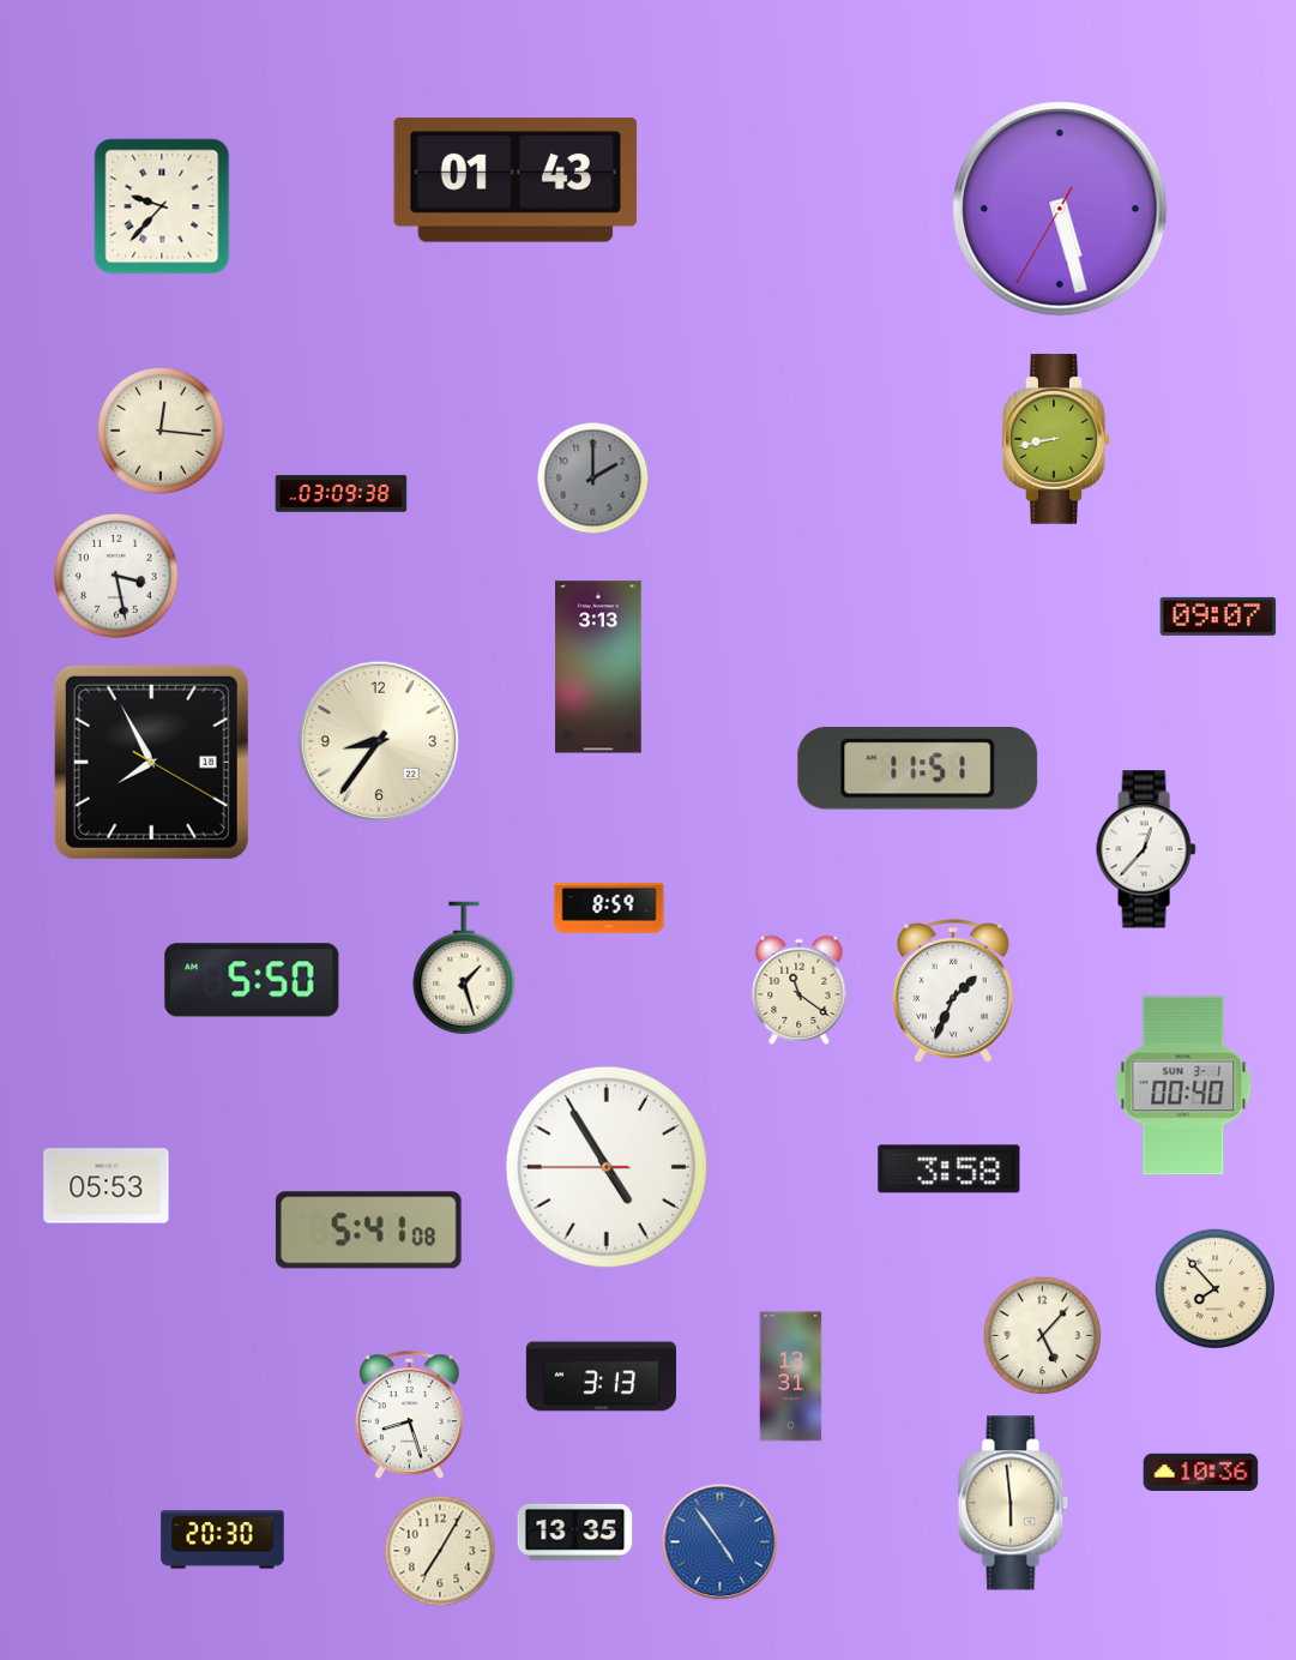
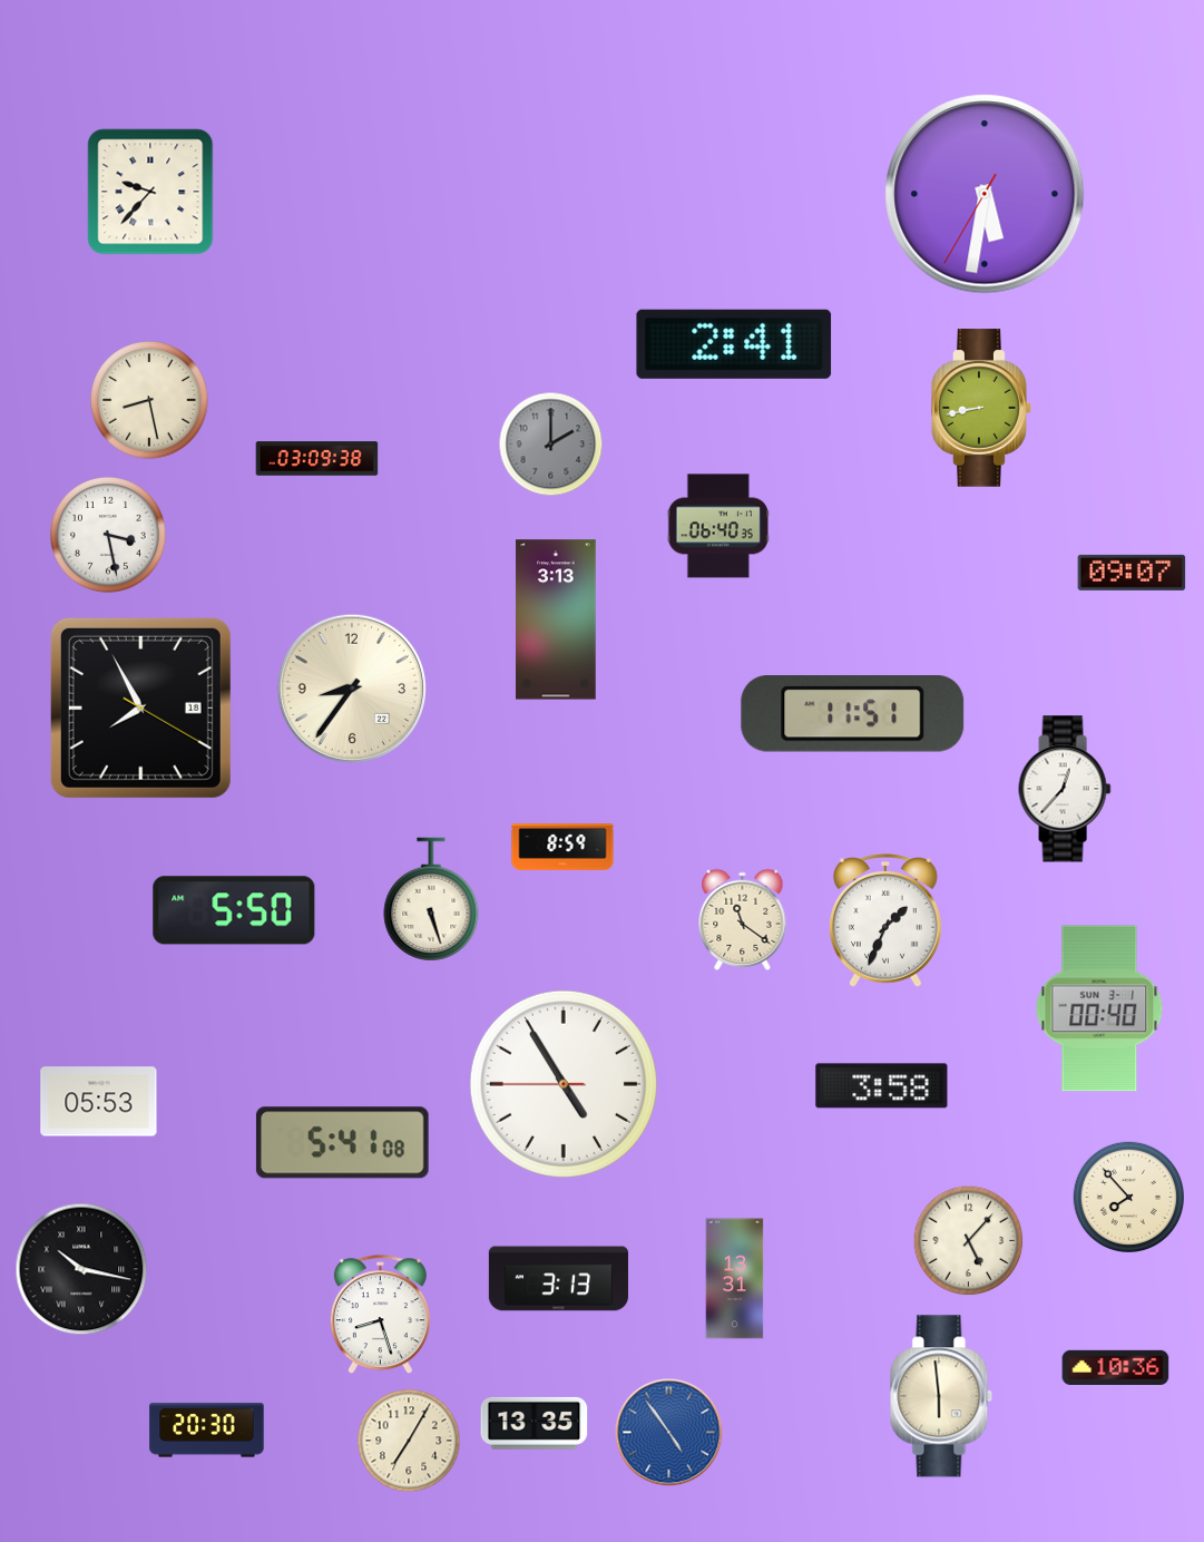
clock at (516, 180): 01:43 -> none
clock at (1060, 209): 5:27 -> 5:31
clock at (734, 344): none -> 2:41
clock at (161, 431): 12:16 -> 8:28
clock at (718, 526): none -> 06:40
clock at (609, 908) position: (609, 908) -> (562, 847)
clock at (464, 968): 1:27 -> 5:27
clock at (81, 1269): none -> 10:17
